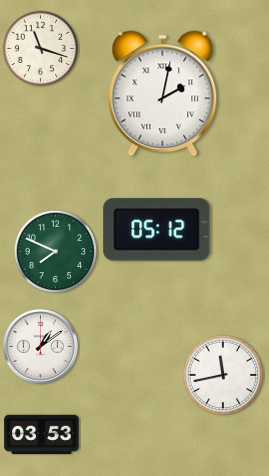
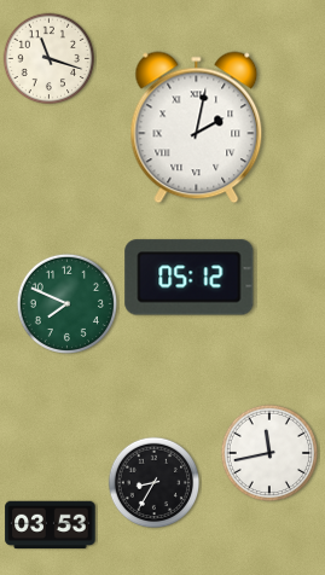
clock at (163, 94) position: (163, 94) -> (197, 128)
clock at (40, 346): 1:09 -> none
clock at (155, 483): none -> 8:35
